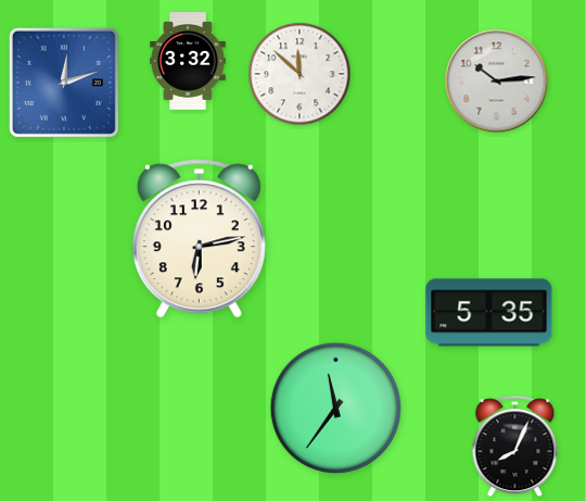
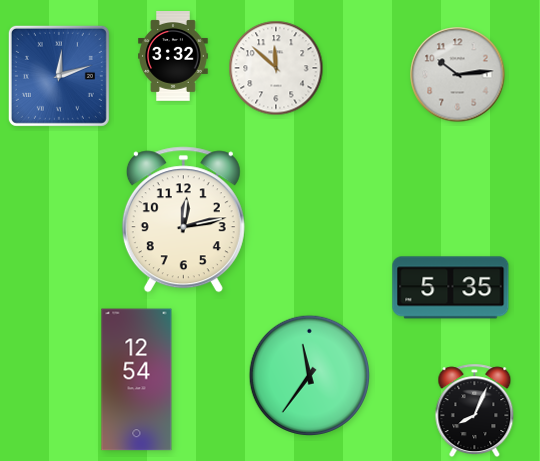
clock at (199, 239): 6:13 -> 12:13
clock at (137, 380): none -> 12:54
